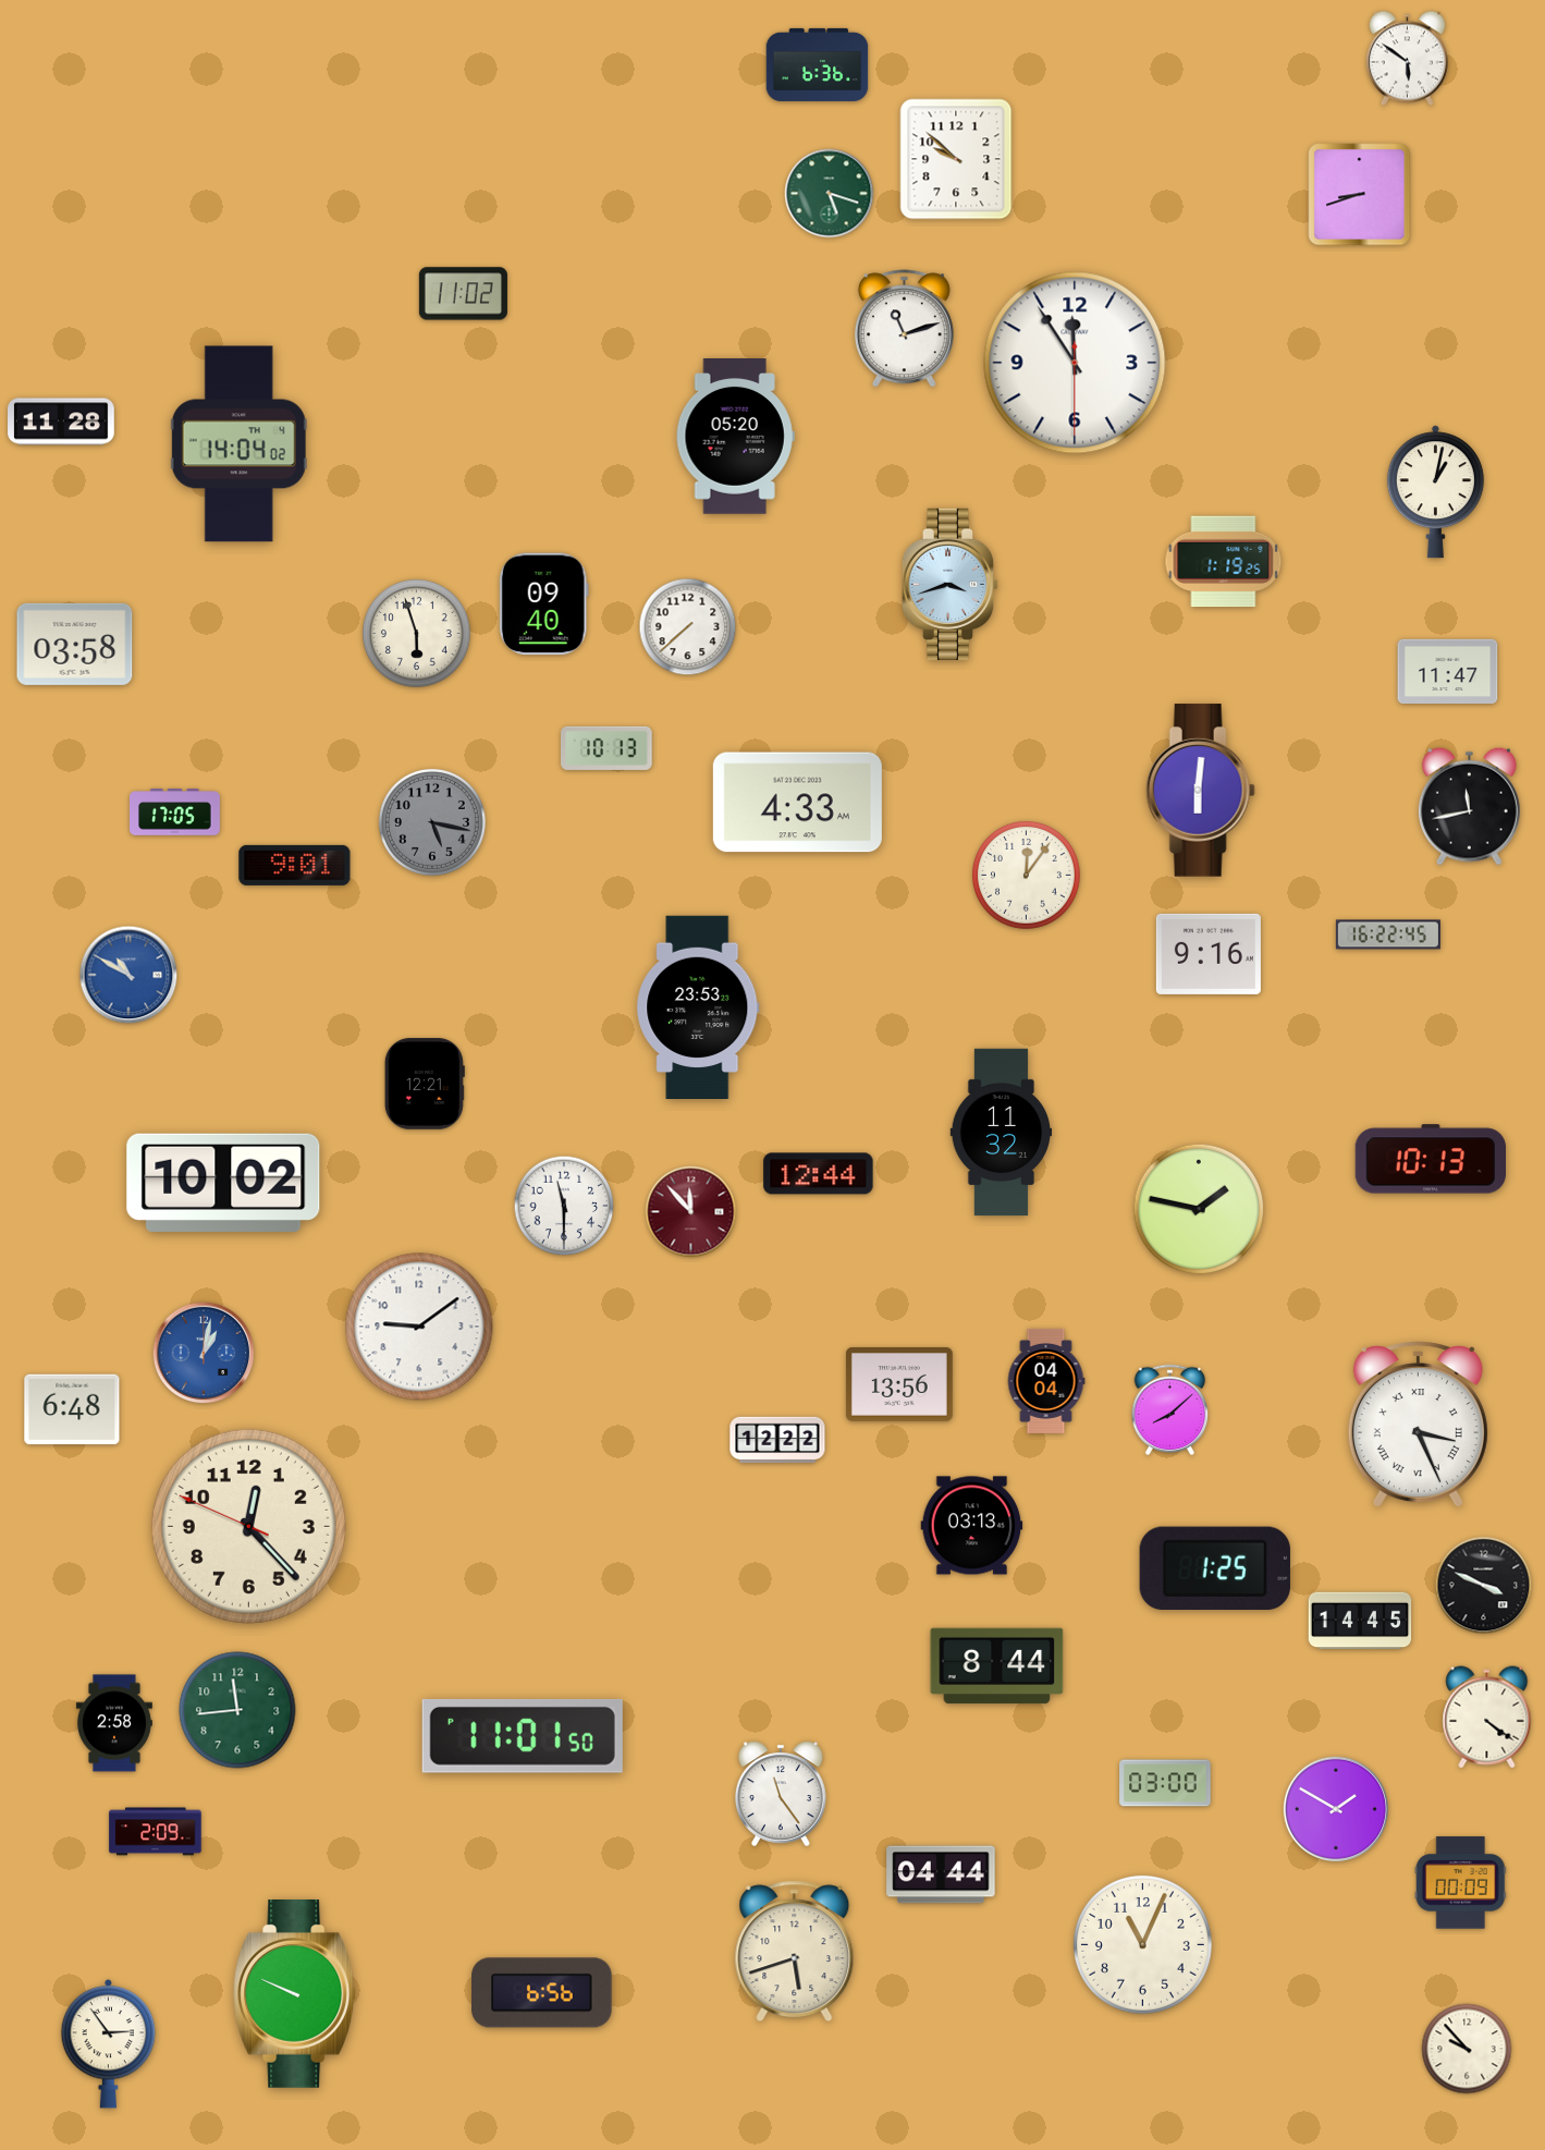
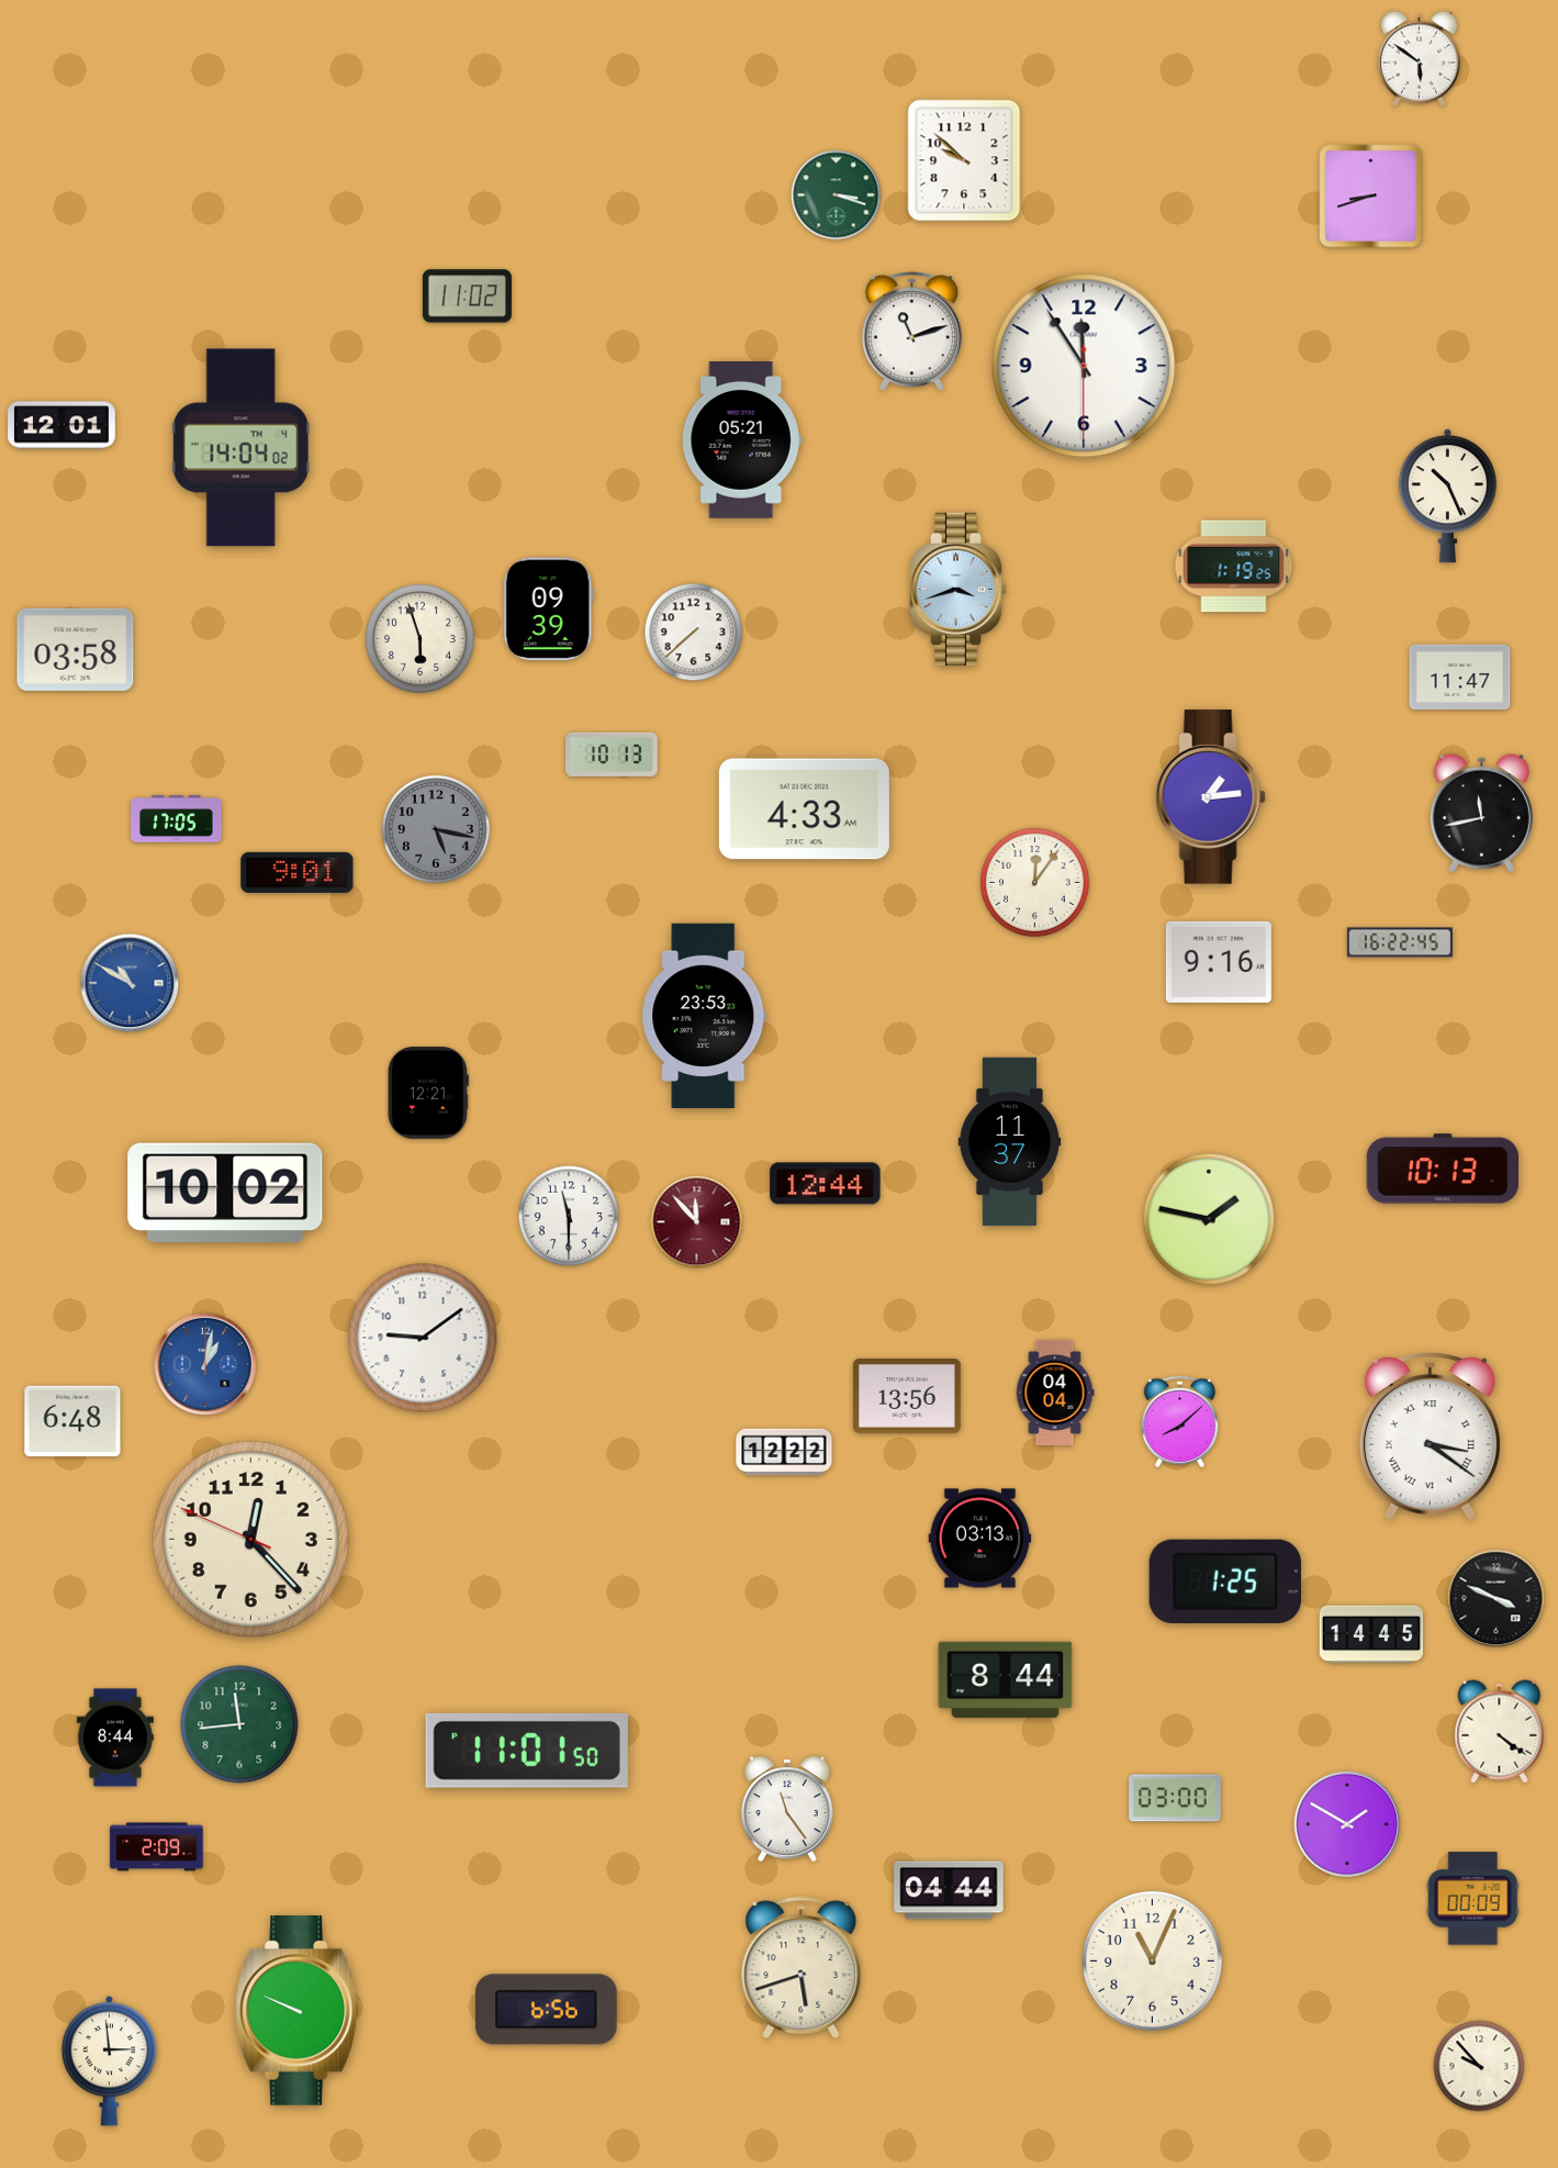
clock at (818, 64): 6:36 -> none
clock at (830, 194): 5:18 -> 3:18
clock at (62, 422): 11:28 -> 12:01
clock at (735, 437): 05:20 -> 05:21
clock at (1435, 492): 1:02 -> 10:26
clock at (543, 604): 09:40 -> 09:39
clock at (1200, 791): 6:01 -> 1:14
clock at (1002, 1133): 11:32 -> 11:37
clock at (1418, 1425): 3:26 -> 3:21
clock at (114, 1723): 2:58 -> 8:44
clock at (109, 2043): 2:54 -> 2:59
